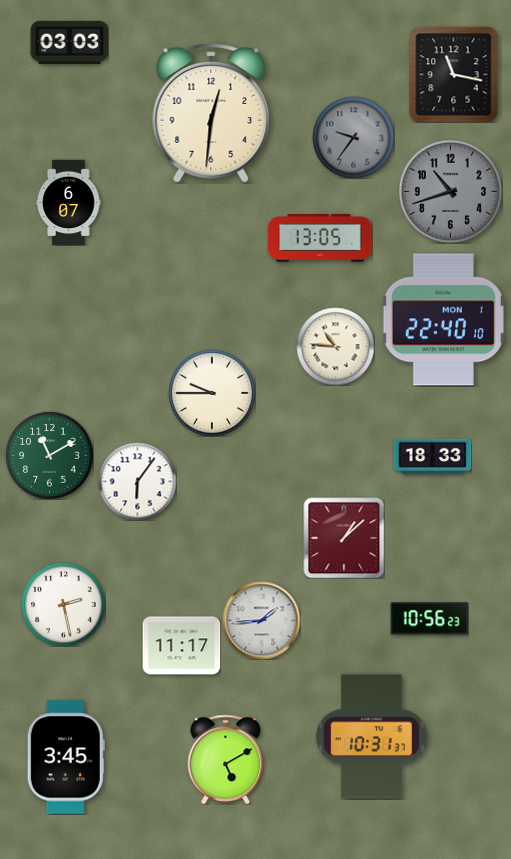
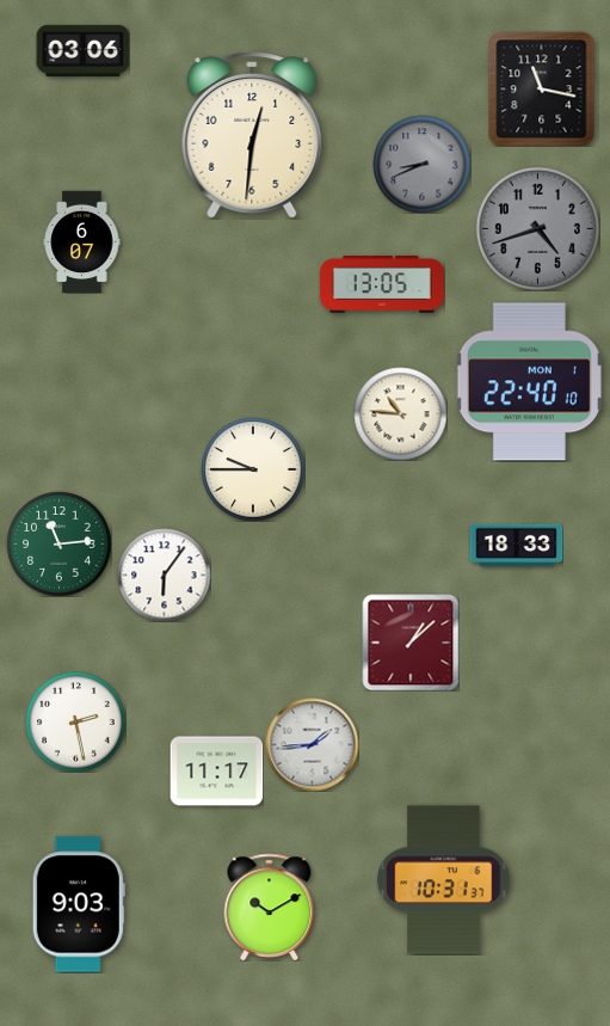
clock at (69, 42): 03:03 -> 03:06
clock at (353, 137): 9:36 -> 8:41
clock at (450, 191): 10:42 -> 4:42
clock at (49, 455): 11:10 -> 11:14
clock at (429, 619): 10:56 -> none
clock at (261, 620) position: (261, 620) -> (312, 744)
clock at (66, 757): 3:45 -> 9:03
clock at (226, 759): 5:10 -> 10:10
